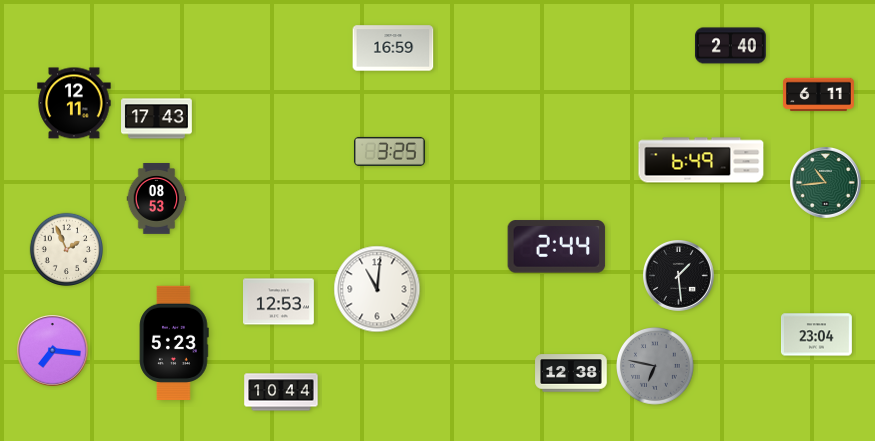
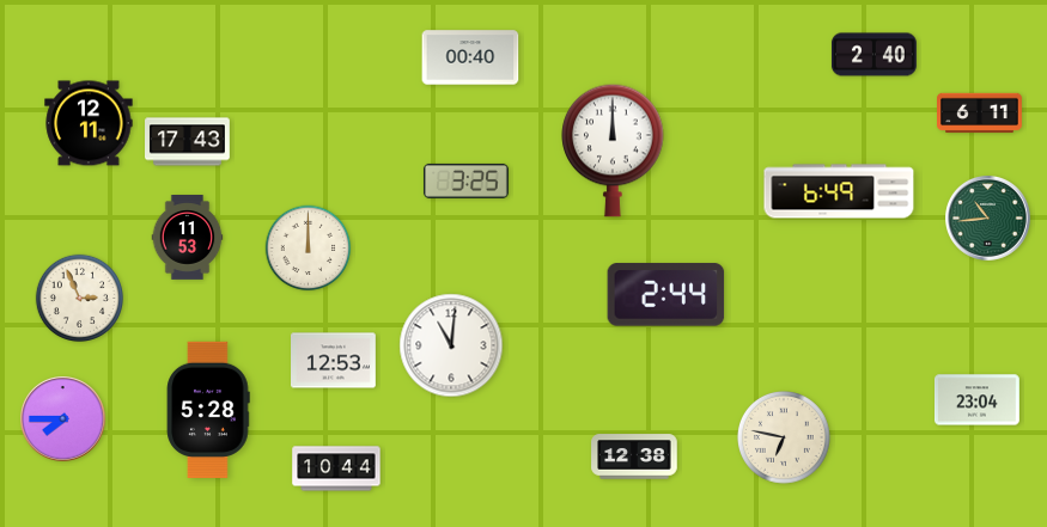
clock at (393, 48): 16:59 -> 00:40
clock at (613, 151): none -> 12:00
clock at (157, 199): 08:53 -> 11:53
clock at (309, 249): none -> 12:00
clock at (66, 249): 1:56 -> 2:56
clock at (679, 276): 1:29 -> none
clock at (174, 343): 5:23 -> 5:28
clock at (53, 351): 7:16 -> 7:45
clock at (656, 367) dial: grey -> cream
clock at (571, 373) position: (571, 373) -> (634, 456)
